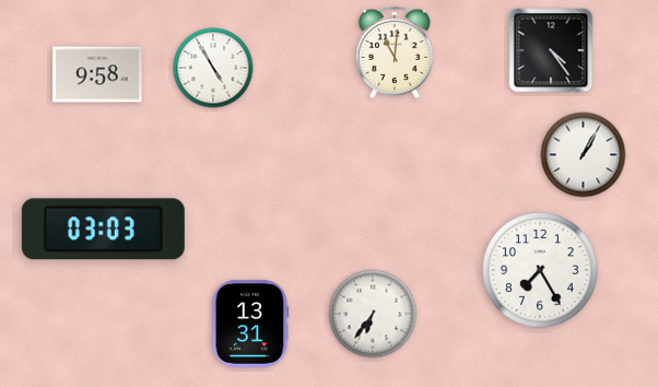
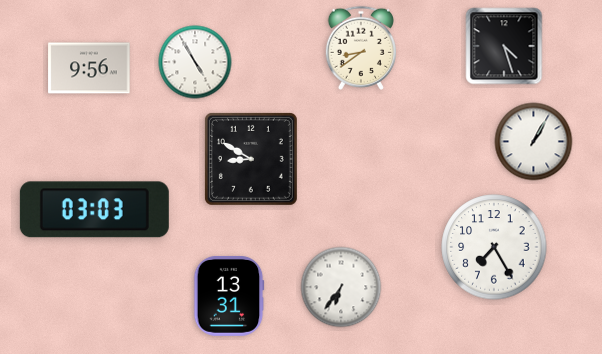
clock at (551, 50): 4:24 -> 4:27
clock at (393, 52): 11:01 -> 8:39
clock at (97, 74): 9:58 -> 9:56
clock at (251, 159): none -> 8:50
